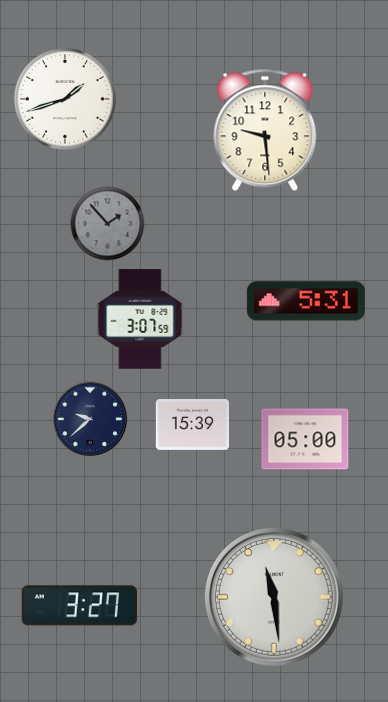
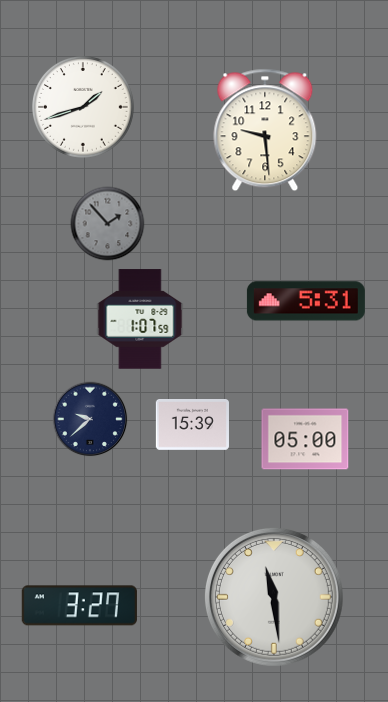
clock at (66, 100) position: (66, 100) -> (84, 108)
clock at (140, 319): 3:07 -> 1:07
